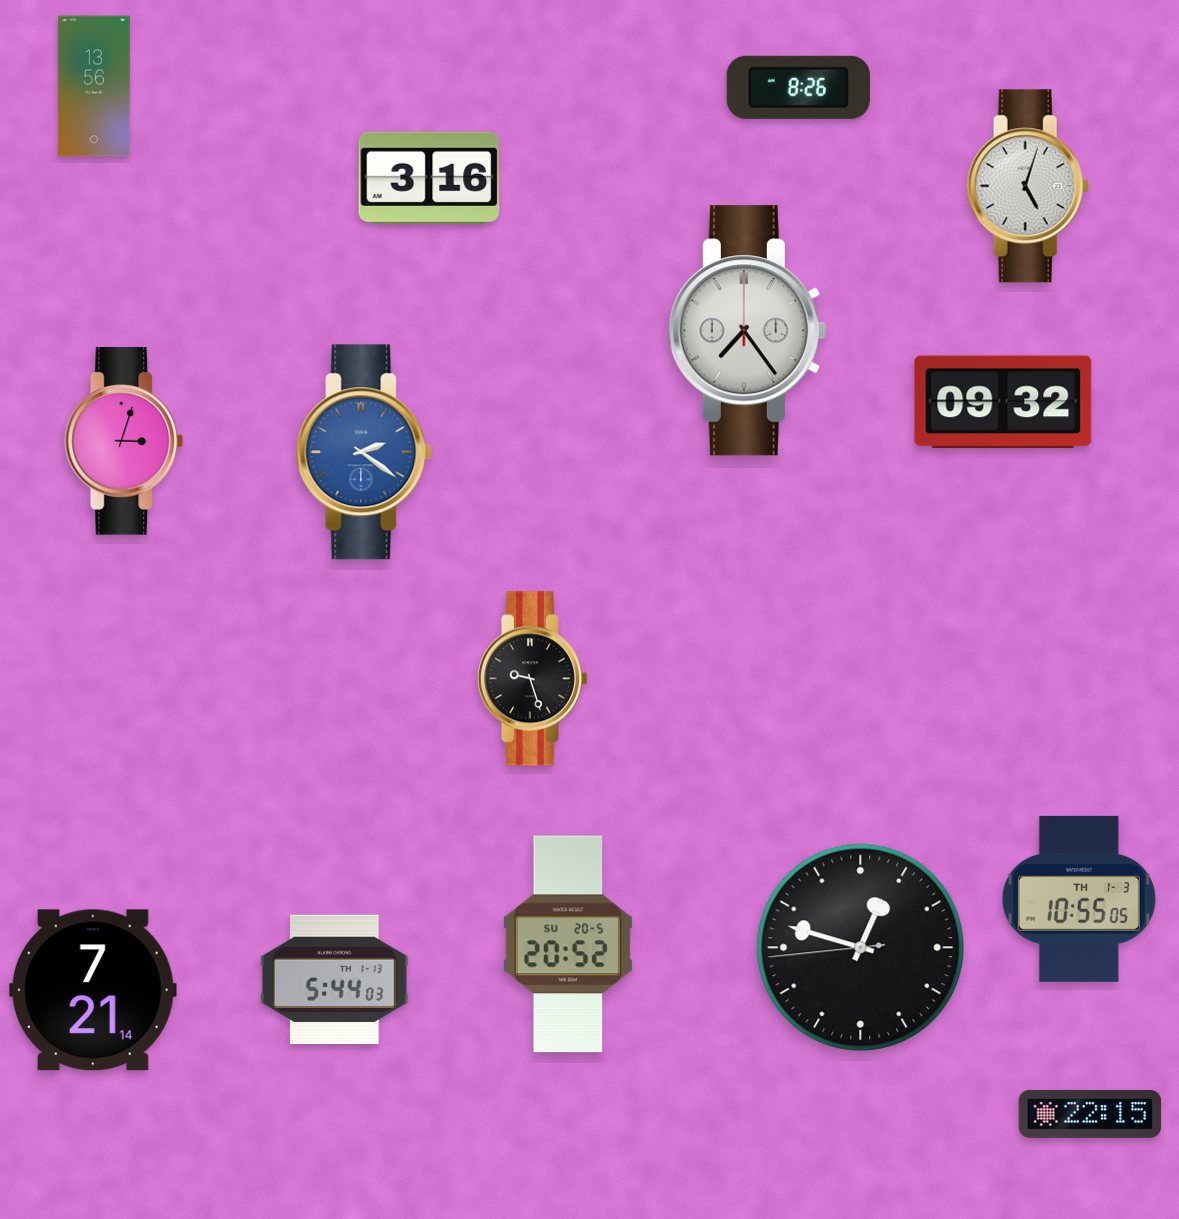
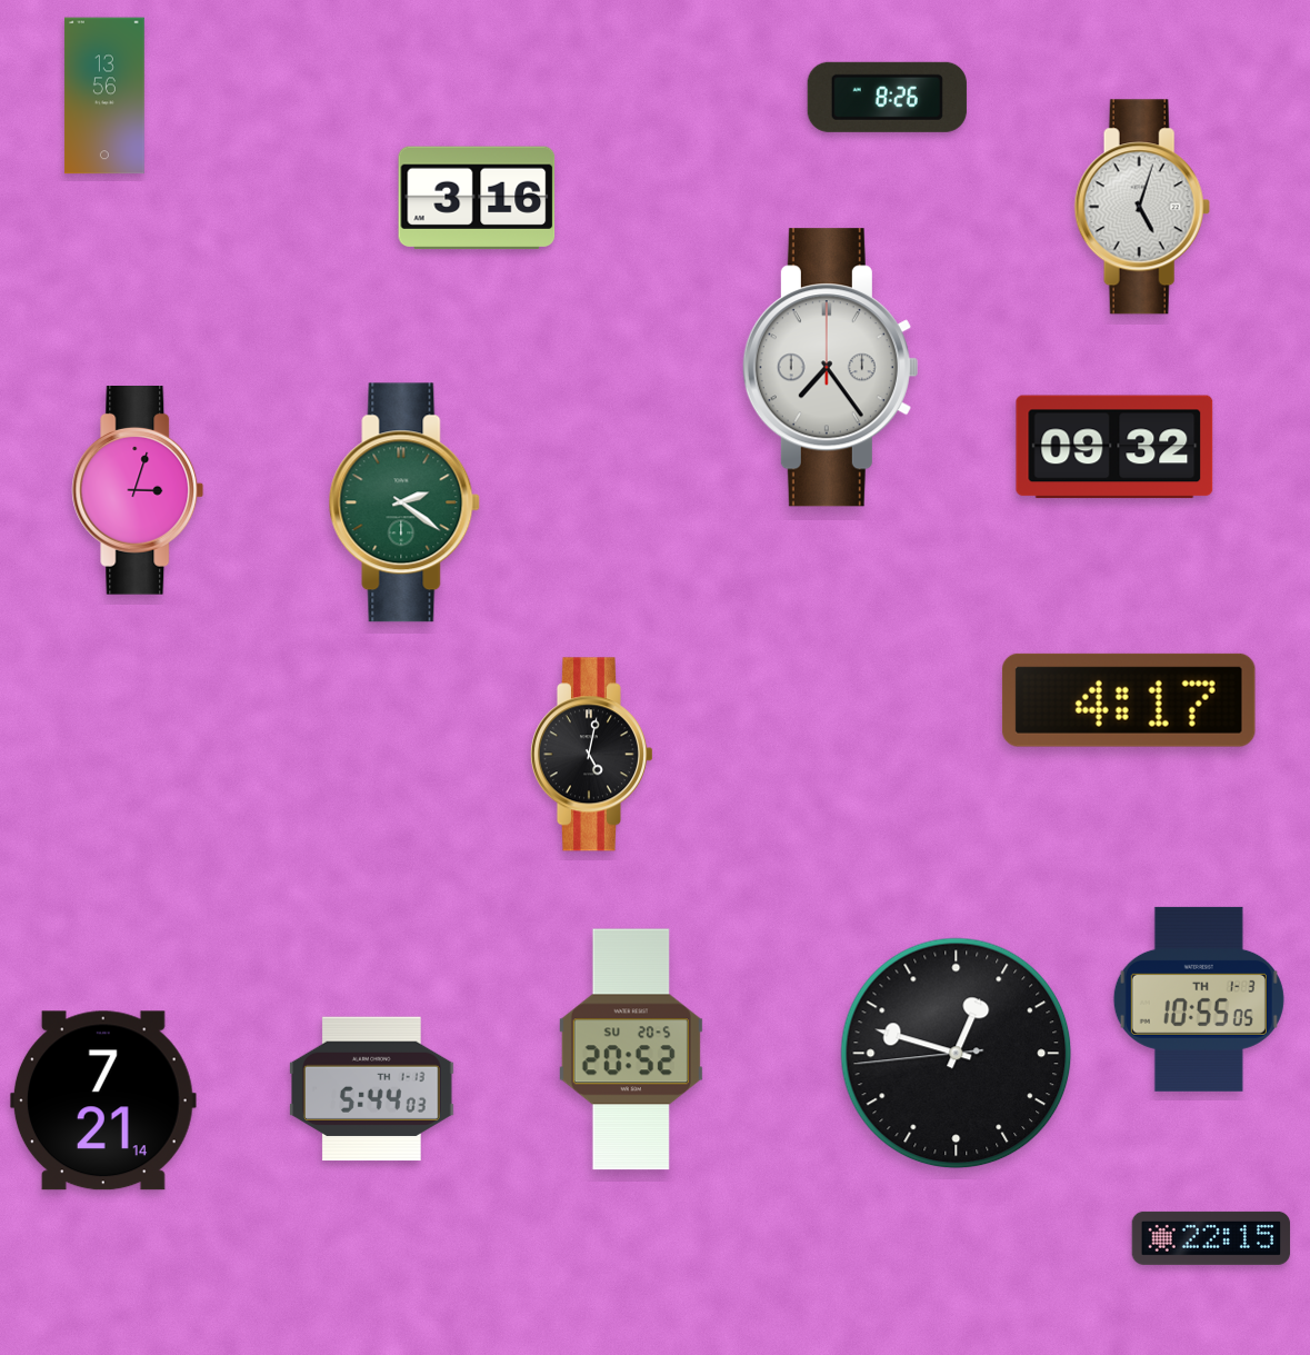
clock at (364, 452) dial: blue -> green
clock at (1129, 700): none -> 4:17
clock at (532, 679): 9:27 -> 5:02
